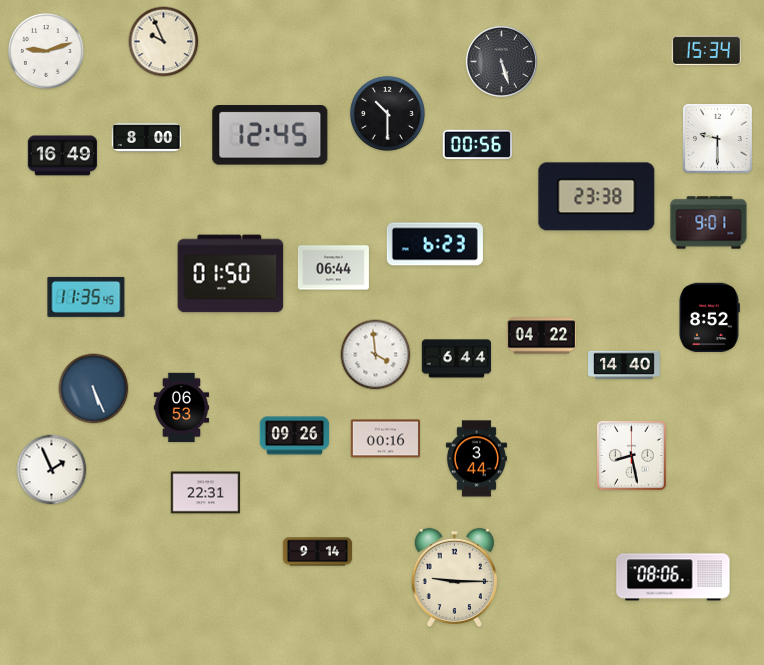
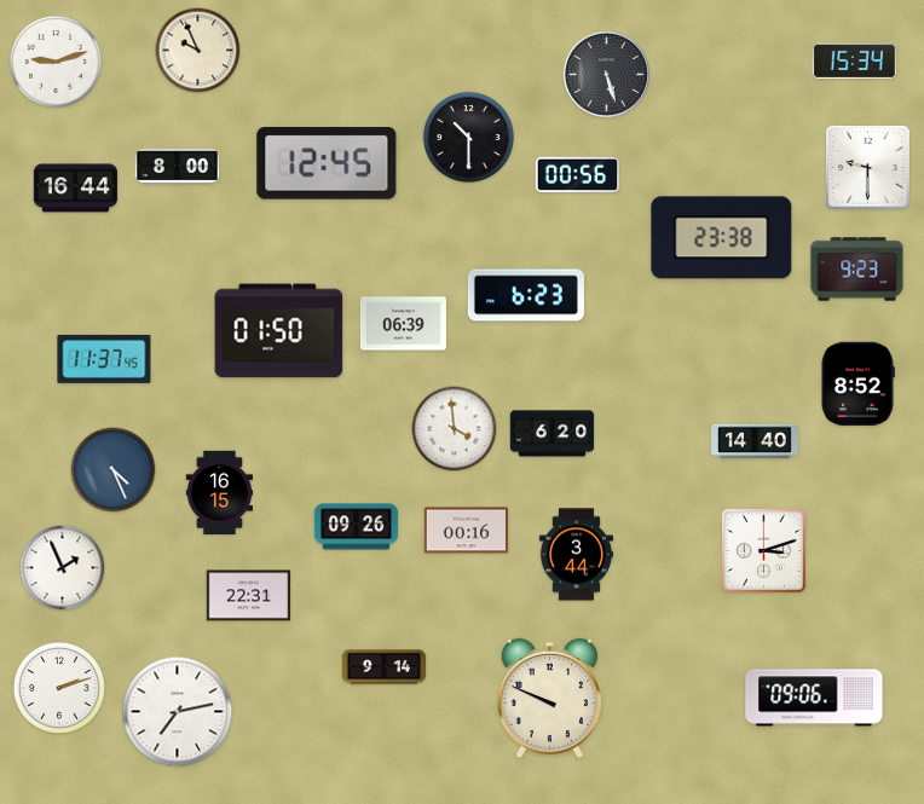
clock at (63, 156): 16:49 -> 16:44
clock at (709, 223): 9:01 -> 9:23
clock at (333, 268): 06:44 -> 06:39
clock at (86, 297): 11:35 -> 11:37
clock at (542, 336): 04:22 -> none
clock at (457, 359): 6:44 -> 6:20
clock at (94, 389): 5:26 -> 4:26
clock at (181, 408): 06:53 -> 16:15
clock at (632, 456): 8:28 -> 3:12
clock at (59, 688): none -> 2:12
clock at (673, 577): 08:06 -> 09:06
clock at (454, 578): 9:15 -> 9:49
clock at (178, 712): none -> 7:13
